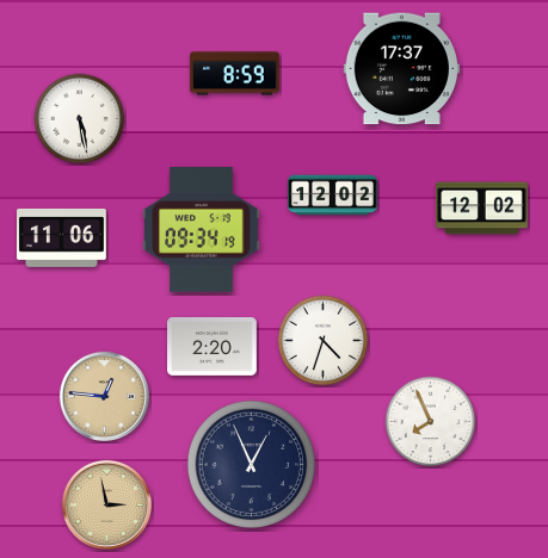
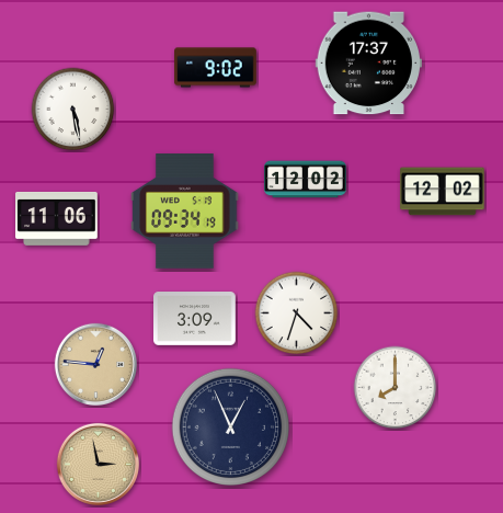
clock at (235, 74): 8:59 -> 9:02
clock at (213, 347): 2:20 -> 3:09
clock at (431, 422): 7:56 -> 8:00
